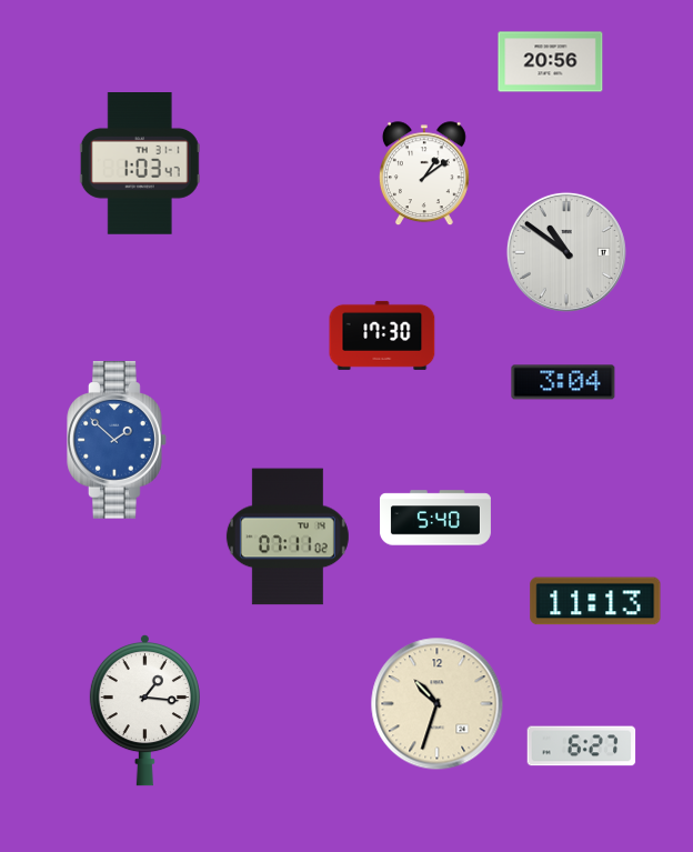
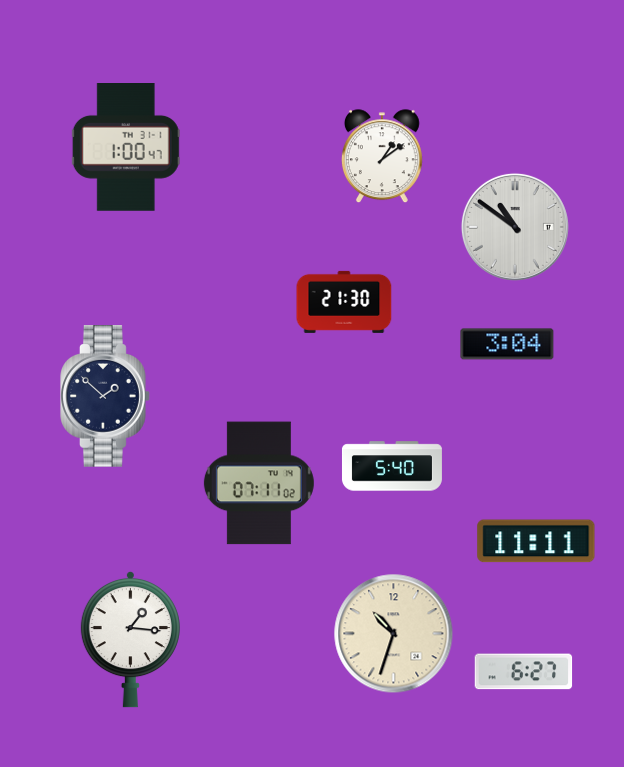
clock at (551, 62): 20:56 -> none
clock at (140, 164): 1:03 -> 1:00
clock at (566, 252) position: (566, 252) -> (515, 227)
clock at (382, 335): 17:30 -> 21:30
clock at (117, 440) dial: blue -> navy
clock at (595, 601): 11:13 -> 11:11
